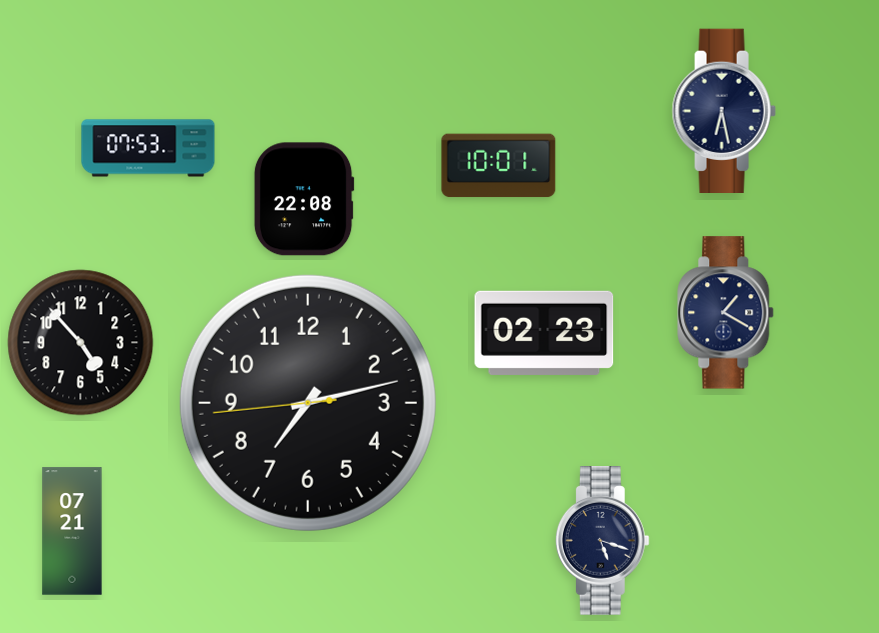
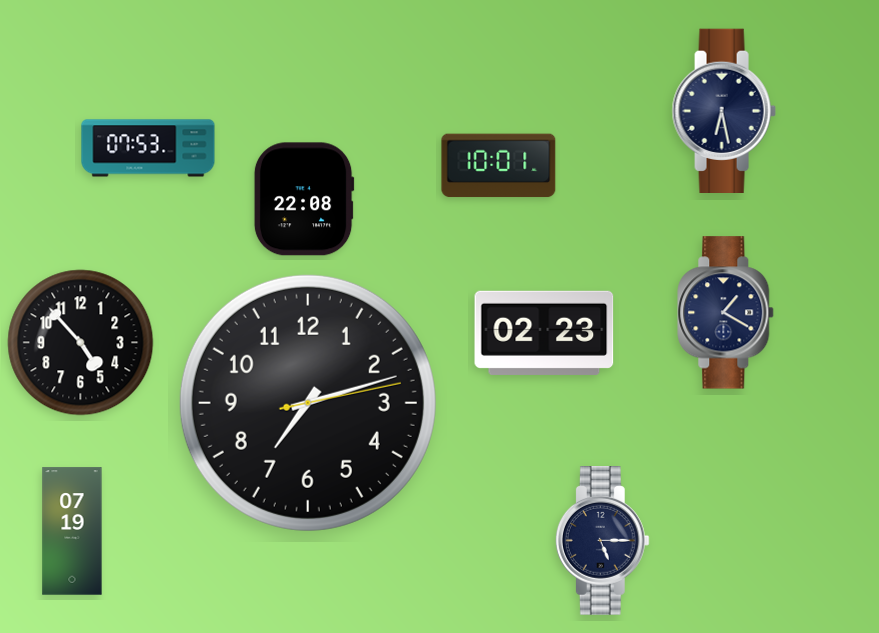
clock at (308, 403): 7:12:44 -> 7:12:13
clock at (72, 531): 07:21 -> 07:19
clock at (602, 541): 5:18 -> 5:15
